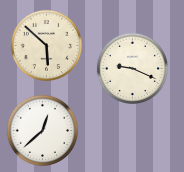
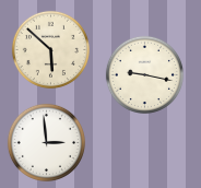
clock at (132, 68): 9:19 -> 9:17
clock at (42, 130): 12:38 -> 2:59
